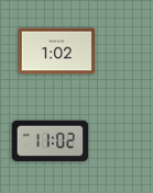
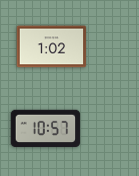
clock at (51, 141): 11:02 -> 10:57
